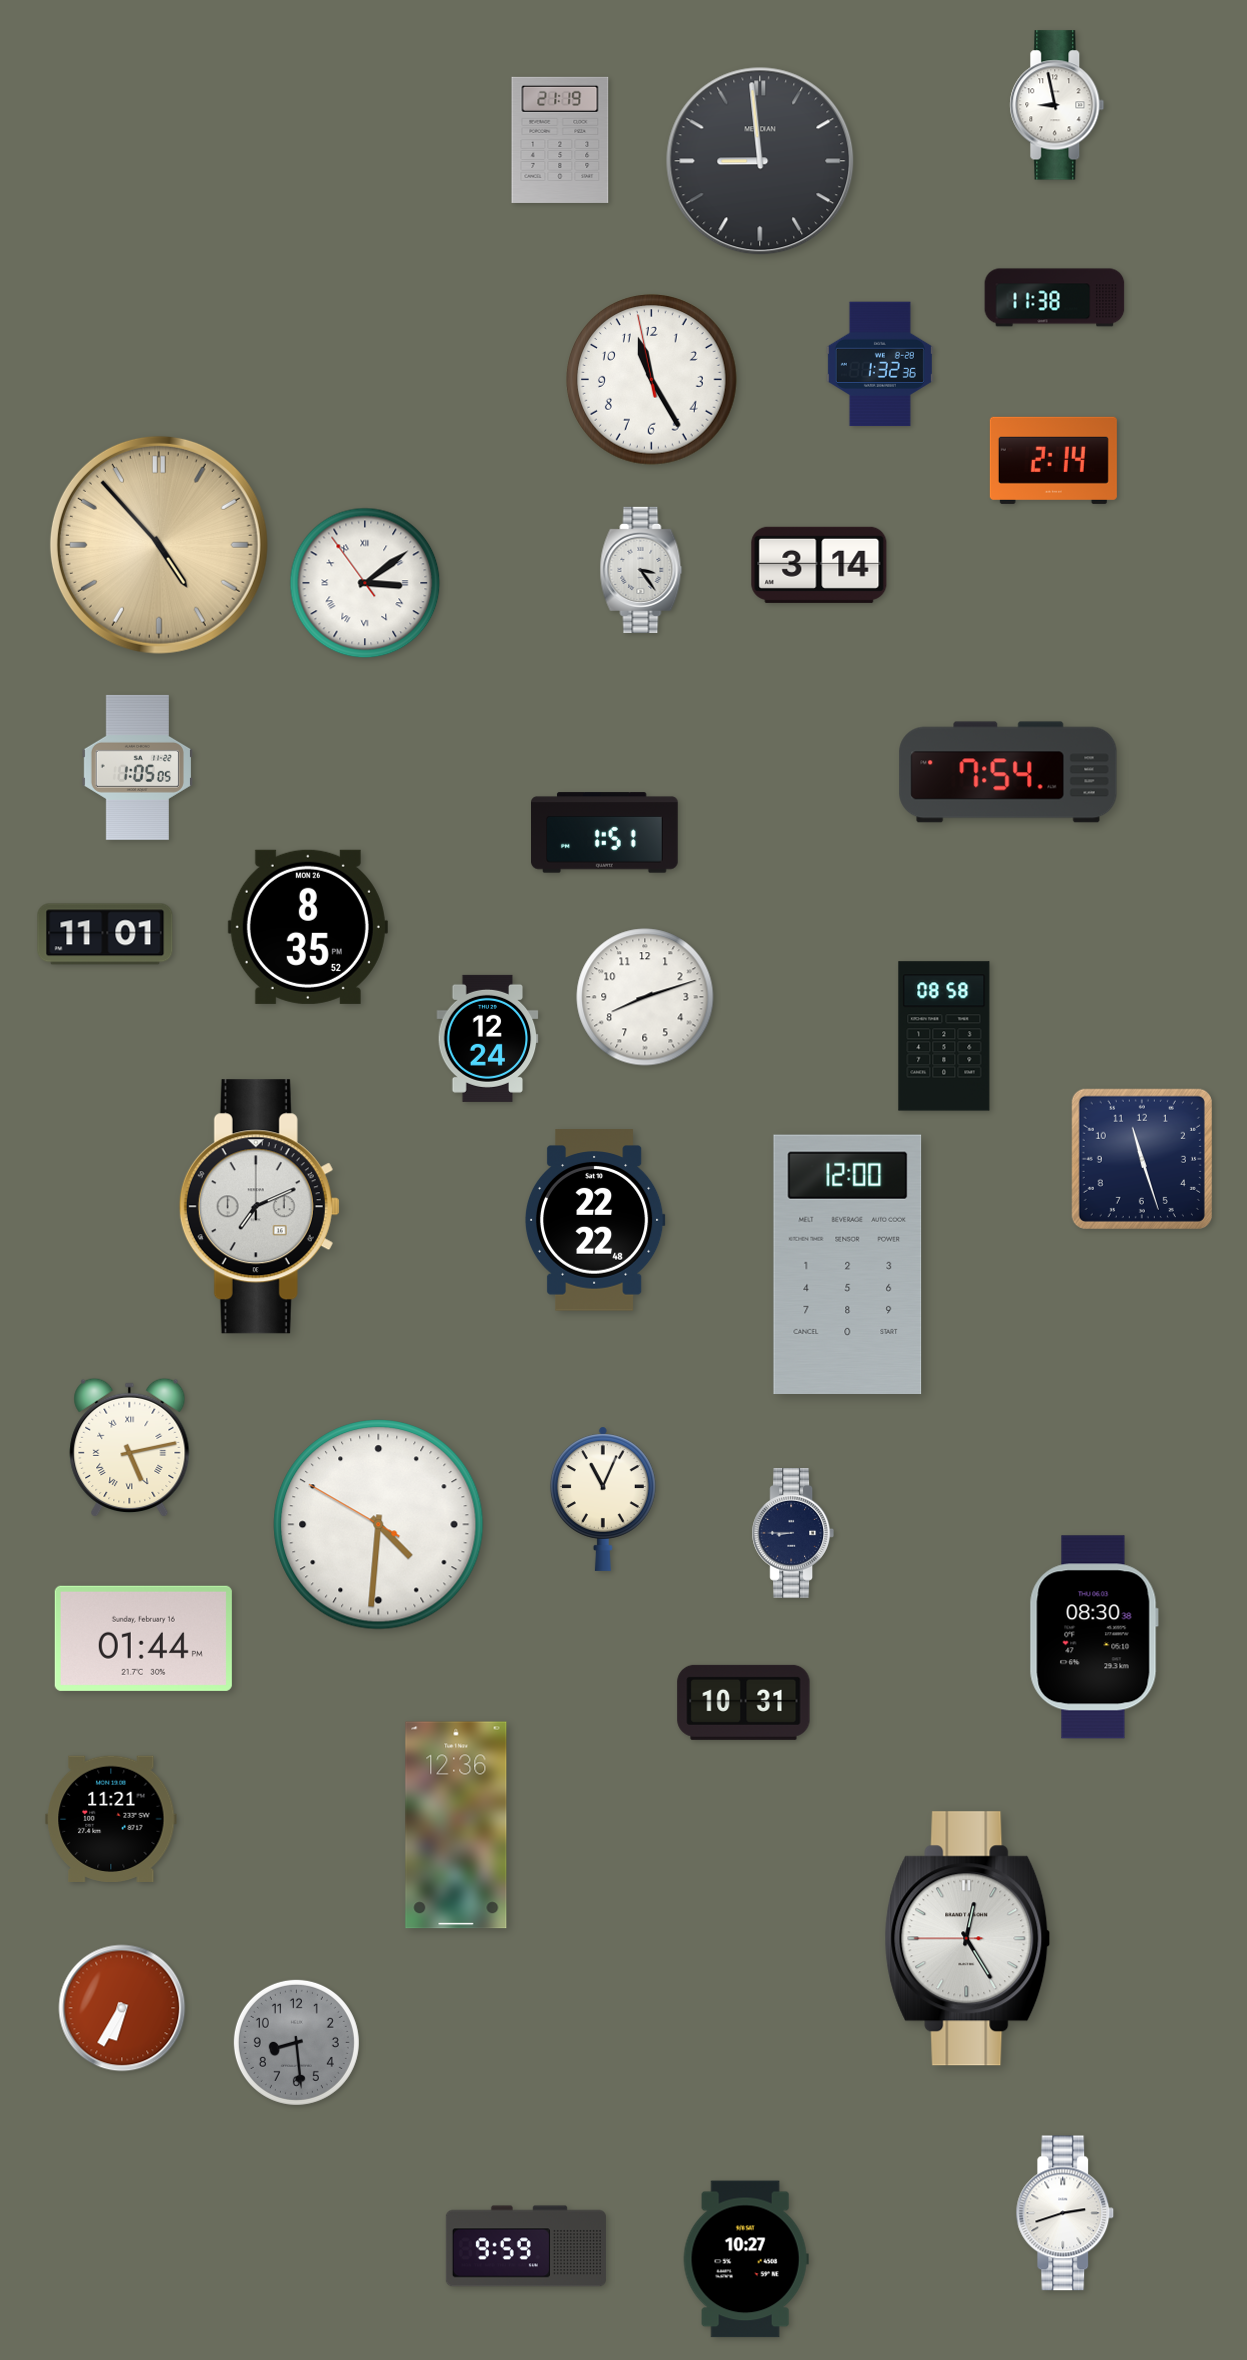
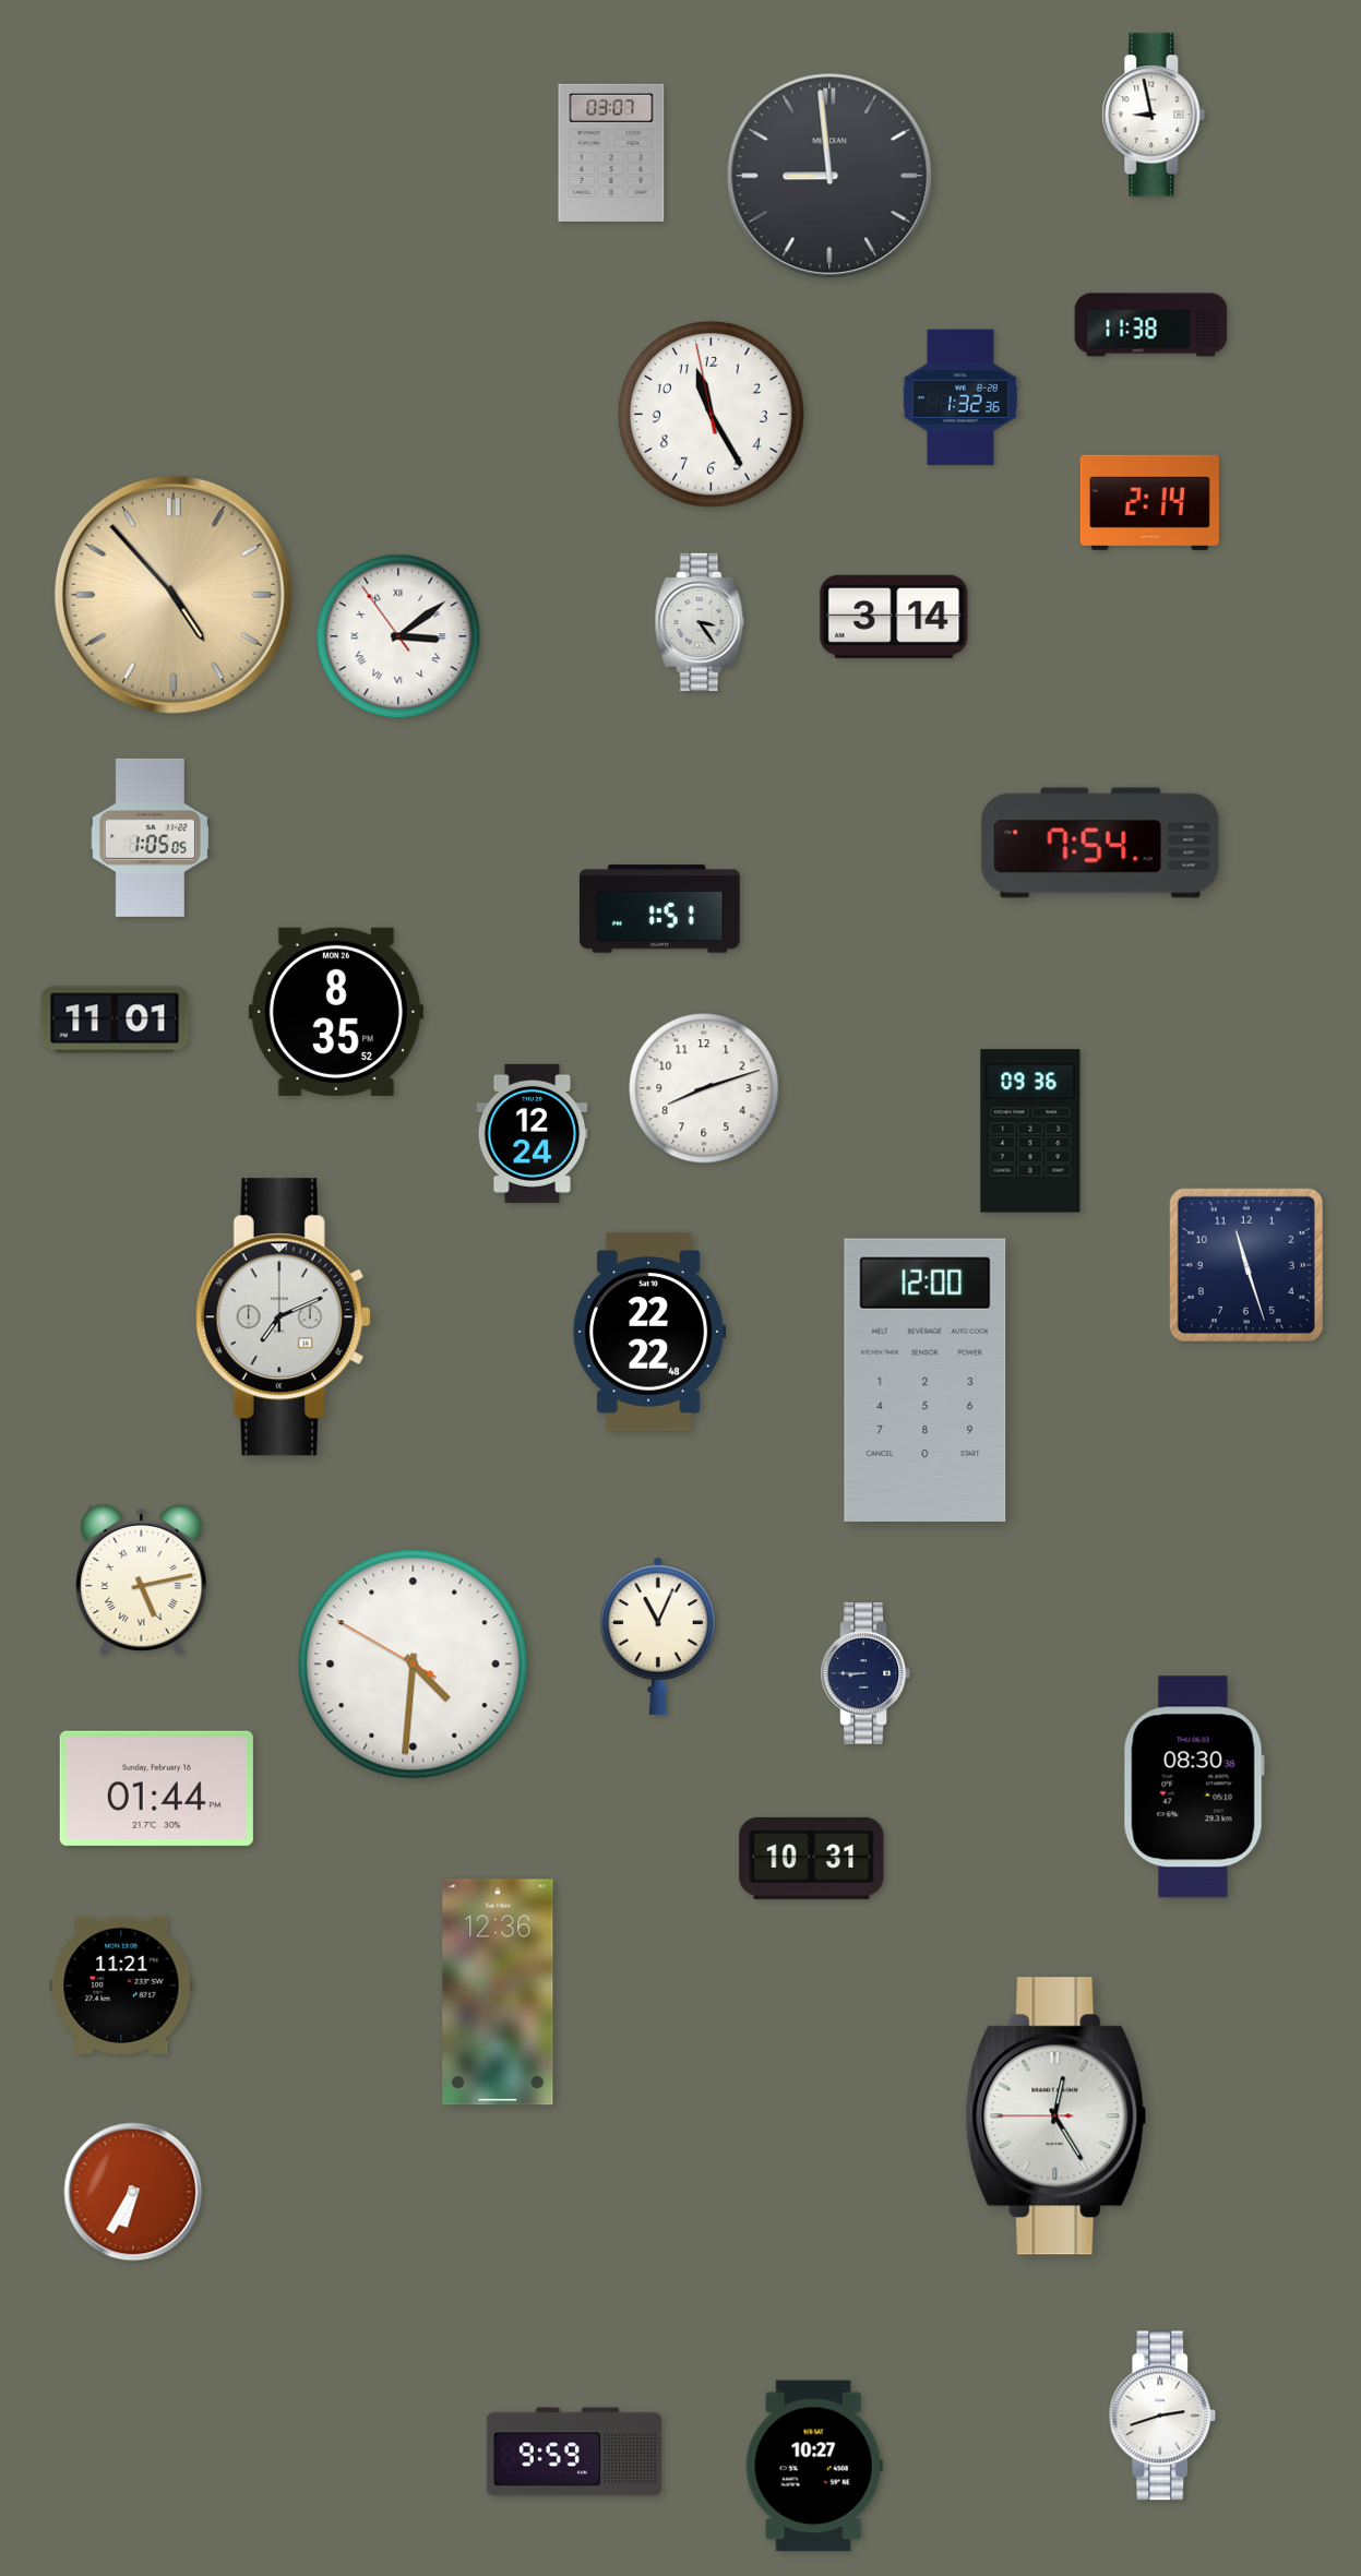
clock at (560, 140): 21:19 -> 03:07
clock at (944, 1036): 08:58 -> 09:36
clock at (296, 2042): 8:29 -> none
